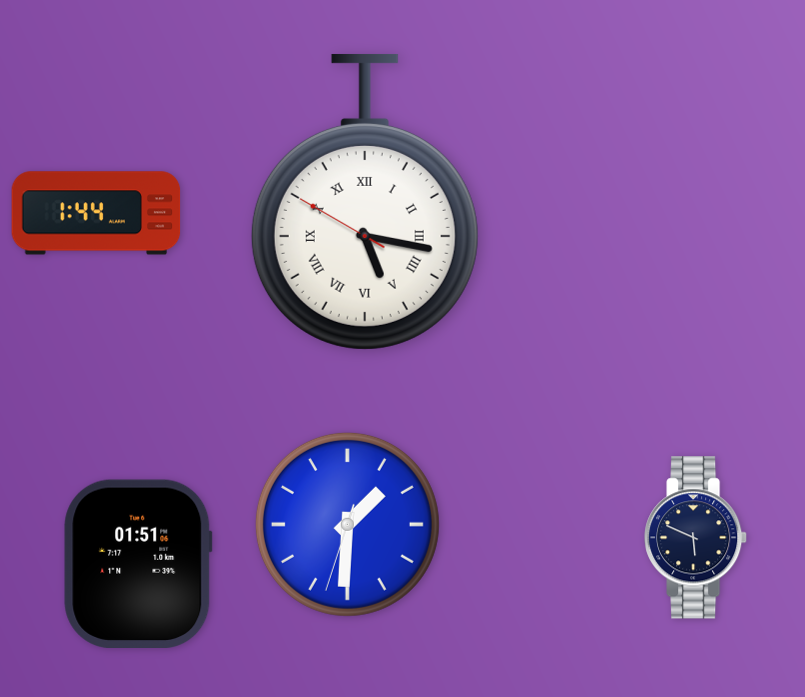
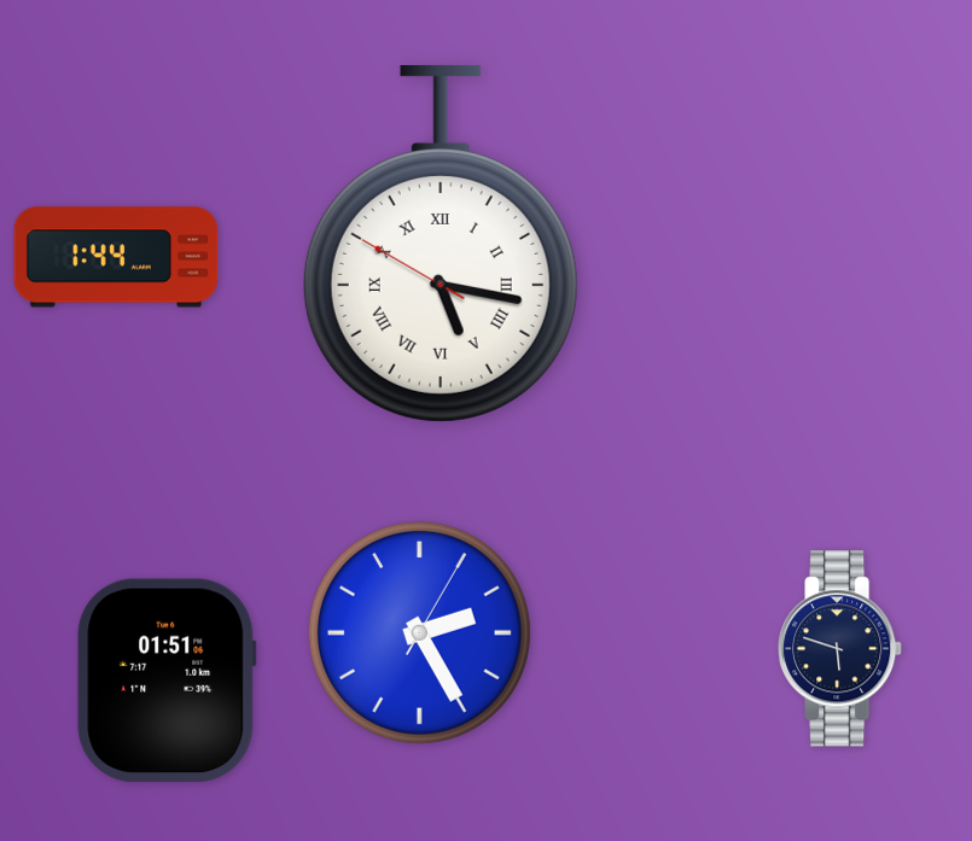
clock at (347, 524): 1:30 -> 2:25
clock at (696, 538): 5:49 -> 5:48
